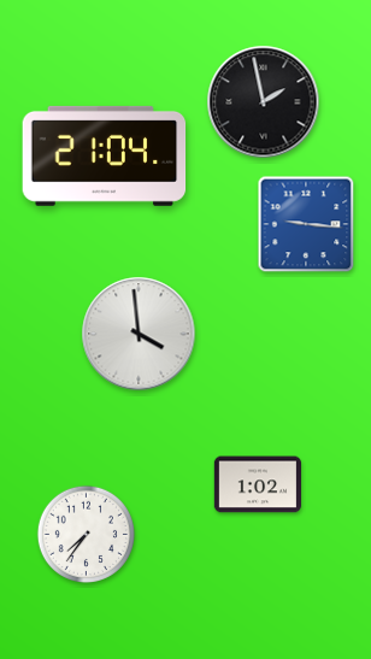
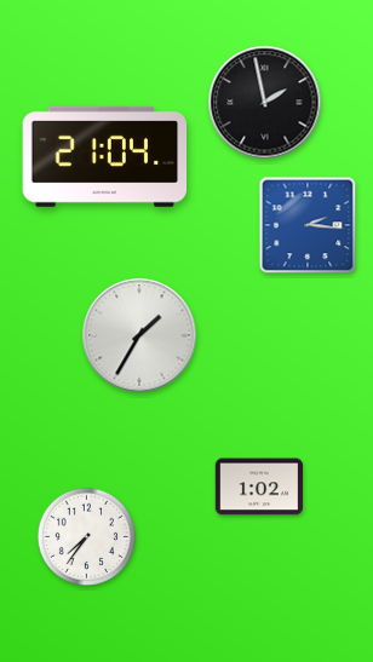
clock at (306, 224): 9:16 -> 2:16
clock at (139, 334): 3:59 -> 1:35
